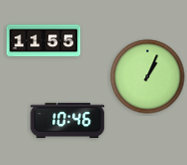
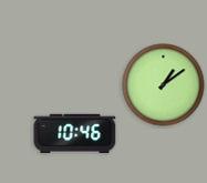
clock at (44, 41): 11:55 -> none
clock at (148, 77): 1:04 -> 1:09
